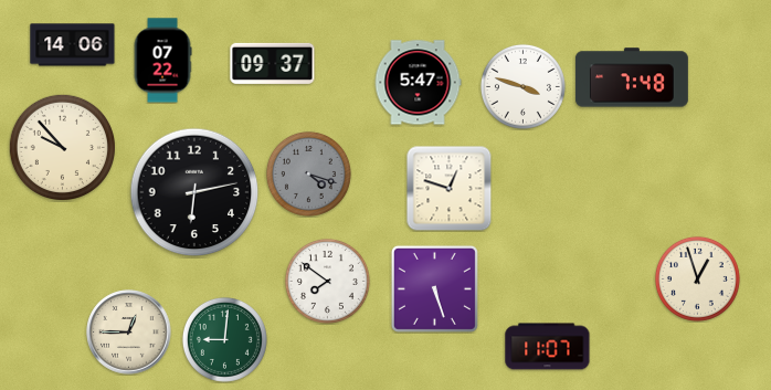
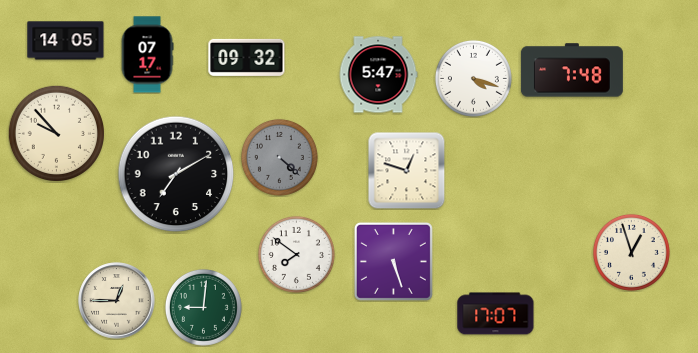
clock at (73, 45): 14:06 -> 14:05
clock at (162, 61): 07:22 -> 07:17
clock at (273, 63): 09:37 -> 09:32
clock at (522, 86): 3:48 -> 4:18
clock at (308, 173): 4:18 -> 4:22
clock at (194, 192): 6:13 -> 7:10
clock at (548, 347): 11:07 -> 17:07
